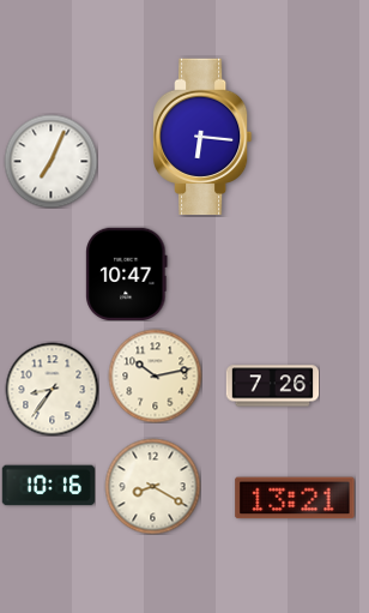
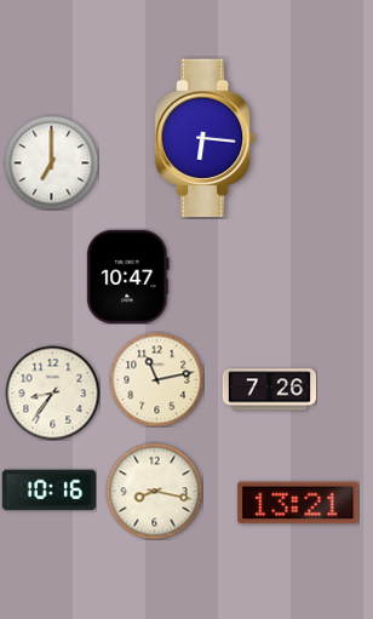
clock at (50, 161): 7:04 -> 7:00
clock at (155, 375): 10:13 -> 11:13
clock at (272, 386) position: (272, 386) -> (269, 390)
clock at (152, 486): 8:20 -> 8:17
